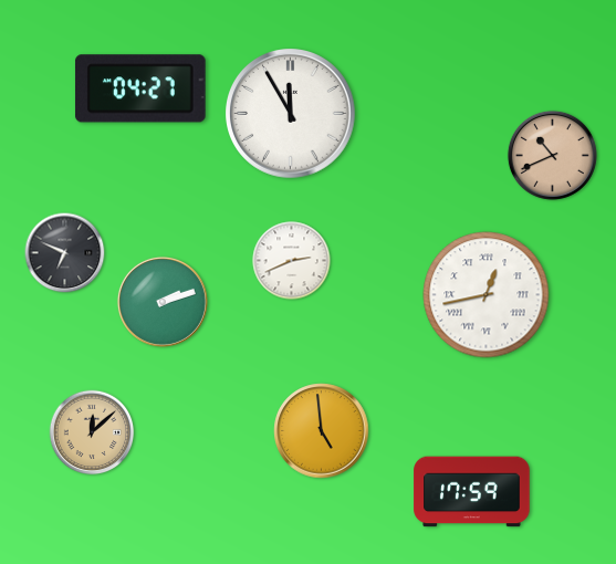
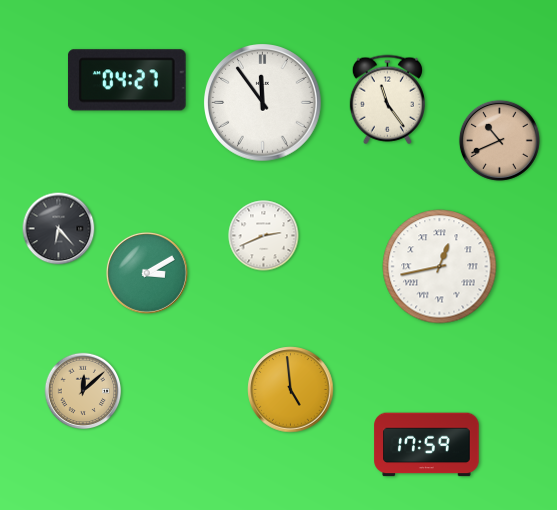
clock at (387, 100): none -> 11:24
clock at (291, 114): 11:55 -> 11:54
clock at (65, 253): 6:49 -> 6:23
clock at (163, 302): 2:12 -> 3:10
